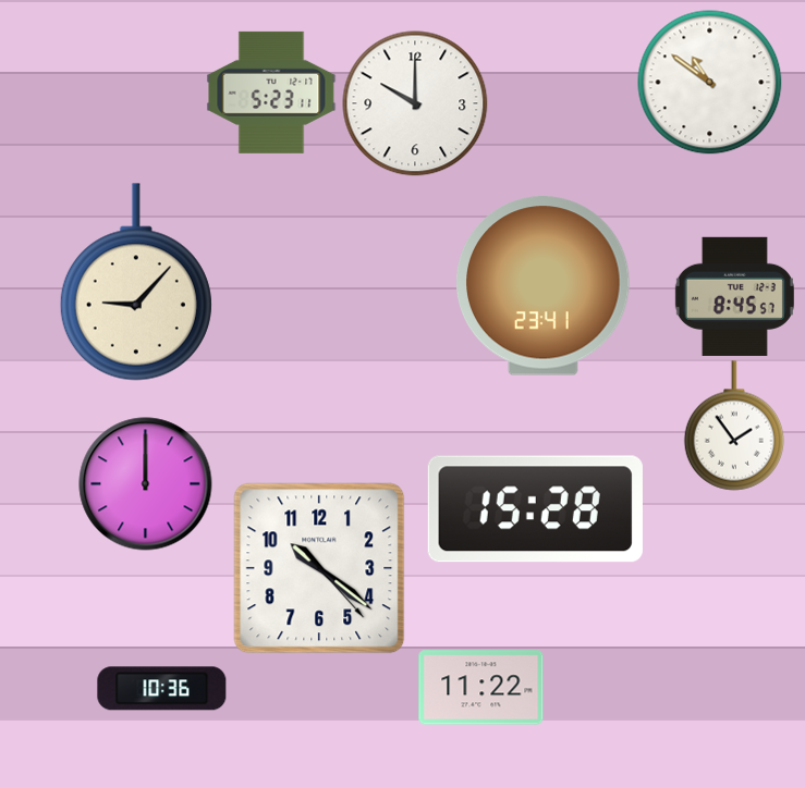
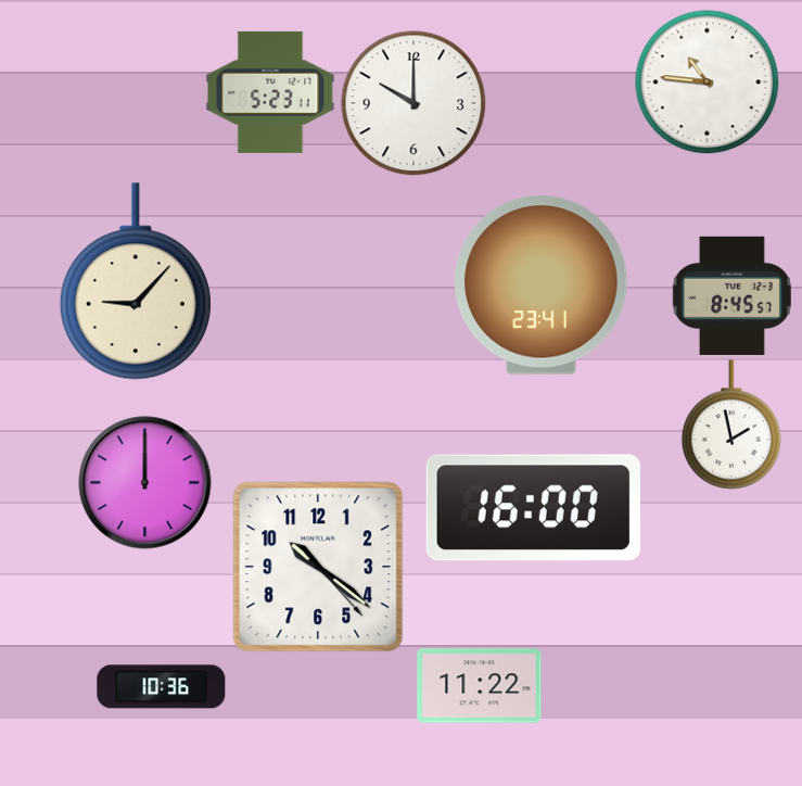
clock at (710, 83): 10:51 -> 10:46
clock at (734, 426): 1:54 -> 1:58
clock at (535, 509): 15:28 -> 16:00
